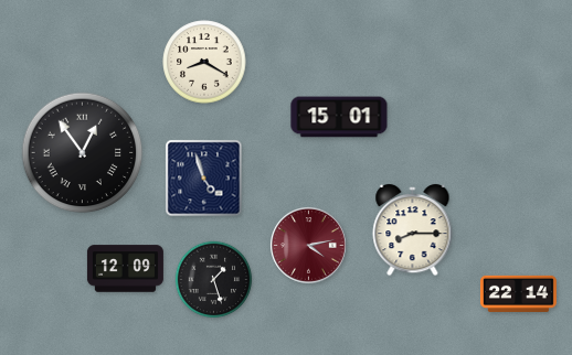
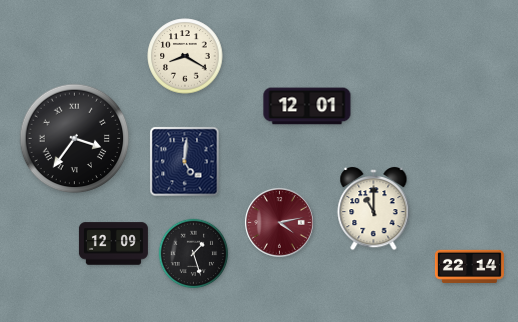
clock at (339, 117): 15:01 -> 12:01
clock at (83, 153): 12:54 -> 3:36
clock at (204, 179): 4:57 -> 5:01
clock at (413, 230): 8:15 -> 11:00
